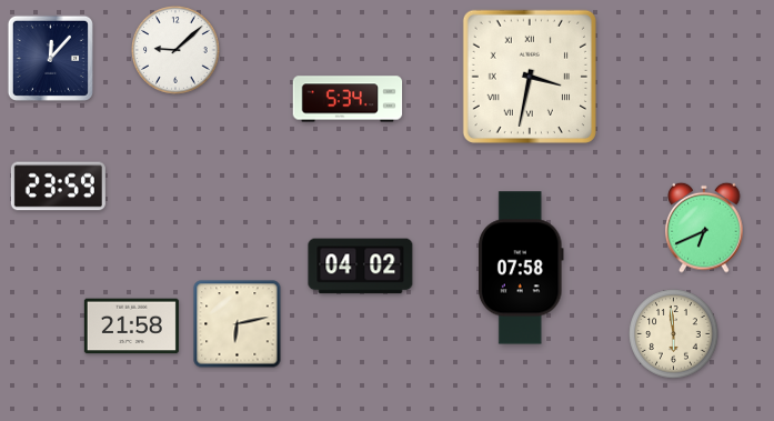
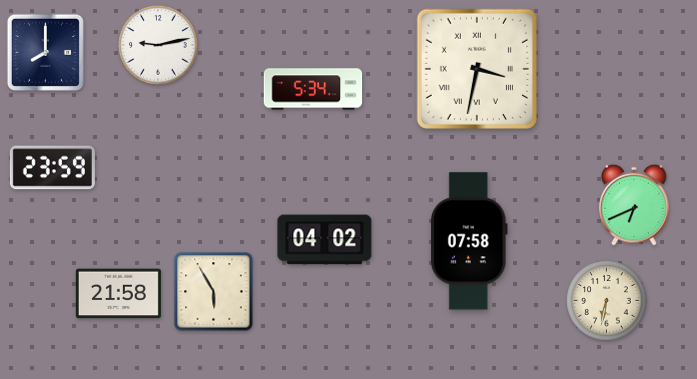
clock at (175, 50): 9:08 -> 9:13
clock at (50, 58): 12:07 -> 8:00
clock at (238, 324): 6:13 -> 5:55
clock at (674, 334): 5:59 -> 6:32
